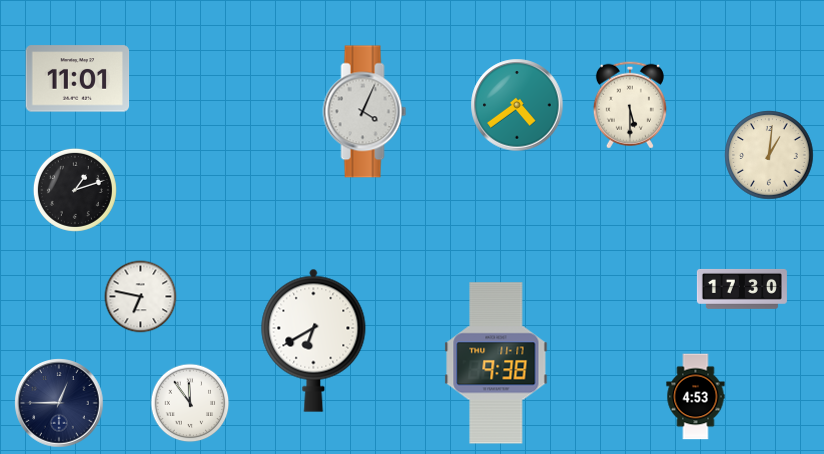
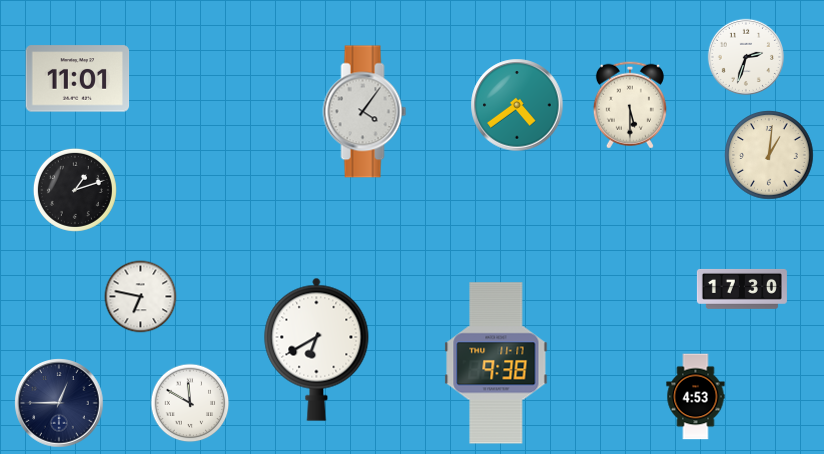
clock at (745, 56): none -> 2:33
clock at (365, 112): 4:04 -> 4:06
clock at (314, 340) position: (314, 340) -> (317, 349)
clock at (190, 403): 11:54 -> 11:50
